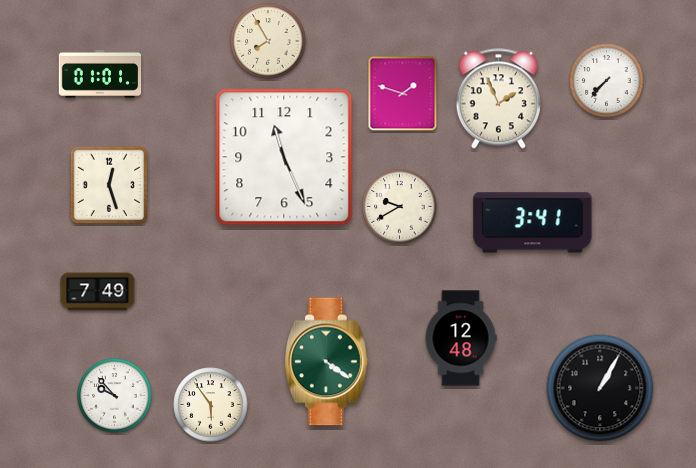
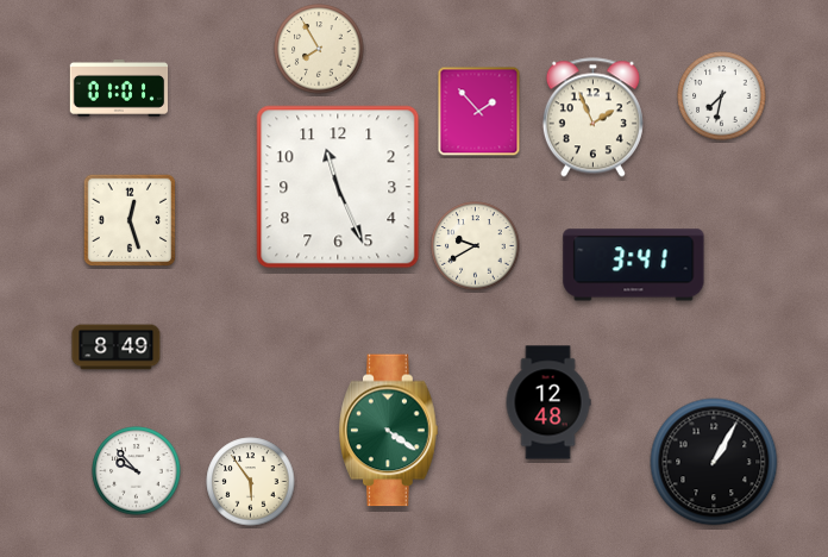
clock at (607, 81): 7:37 -> 7:32
clock at (403, 94): 1:48 -> 1:53
clock at (98, 292): 7:49 -> 8:49
